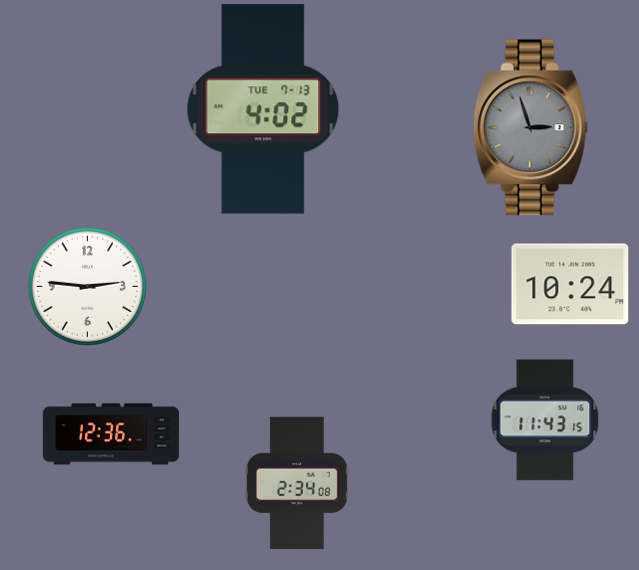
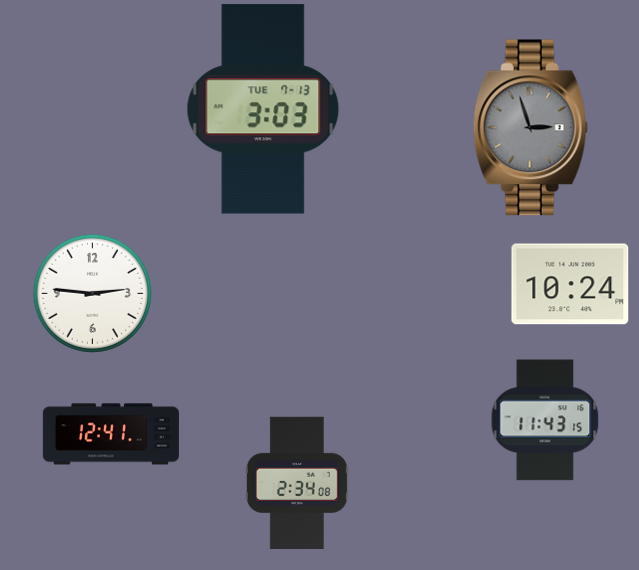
clock at (263, 109): 4:02 -> 3:03
clock at (87, 286) position: (87, 286) -> (92, 293)
clock at (111, 434): 12:36 -> 12:41
